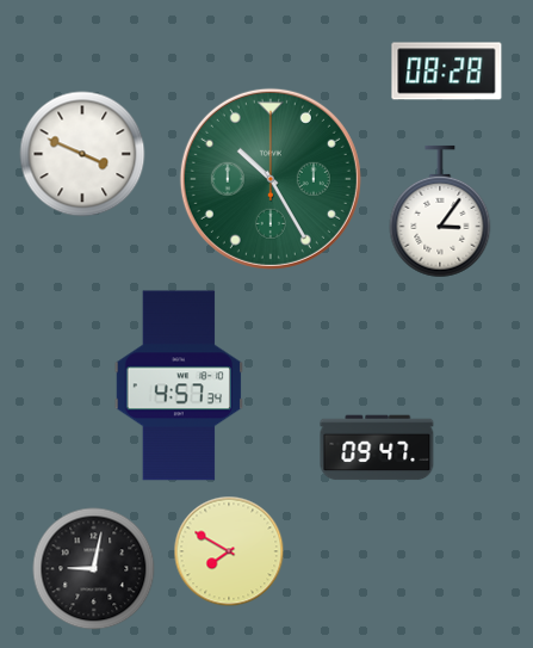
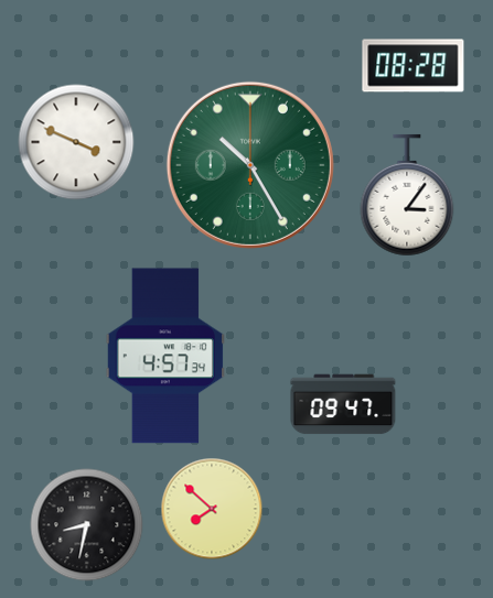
clock at (377, 448) position: (377, 448) -> (343, 404)
clock at (229, 551): 7:50 -> 7:52
clock at (94, 569): 9:02 -> 8:32
